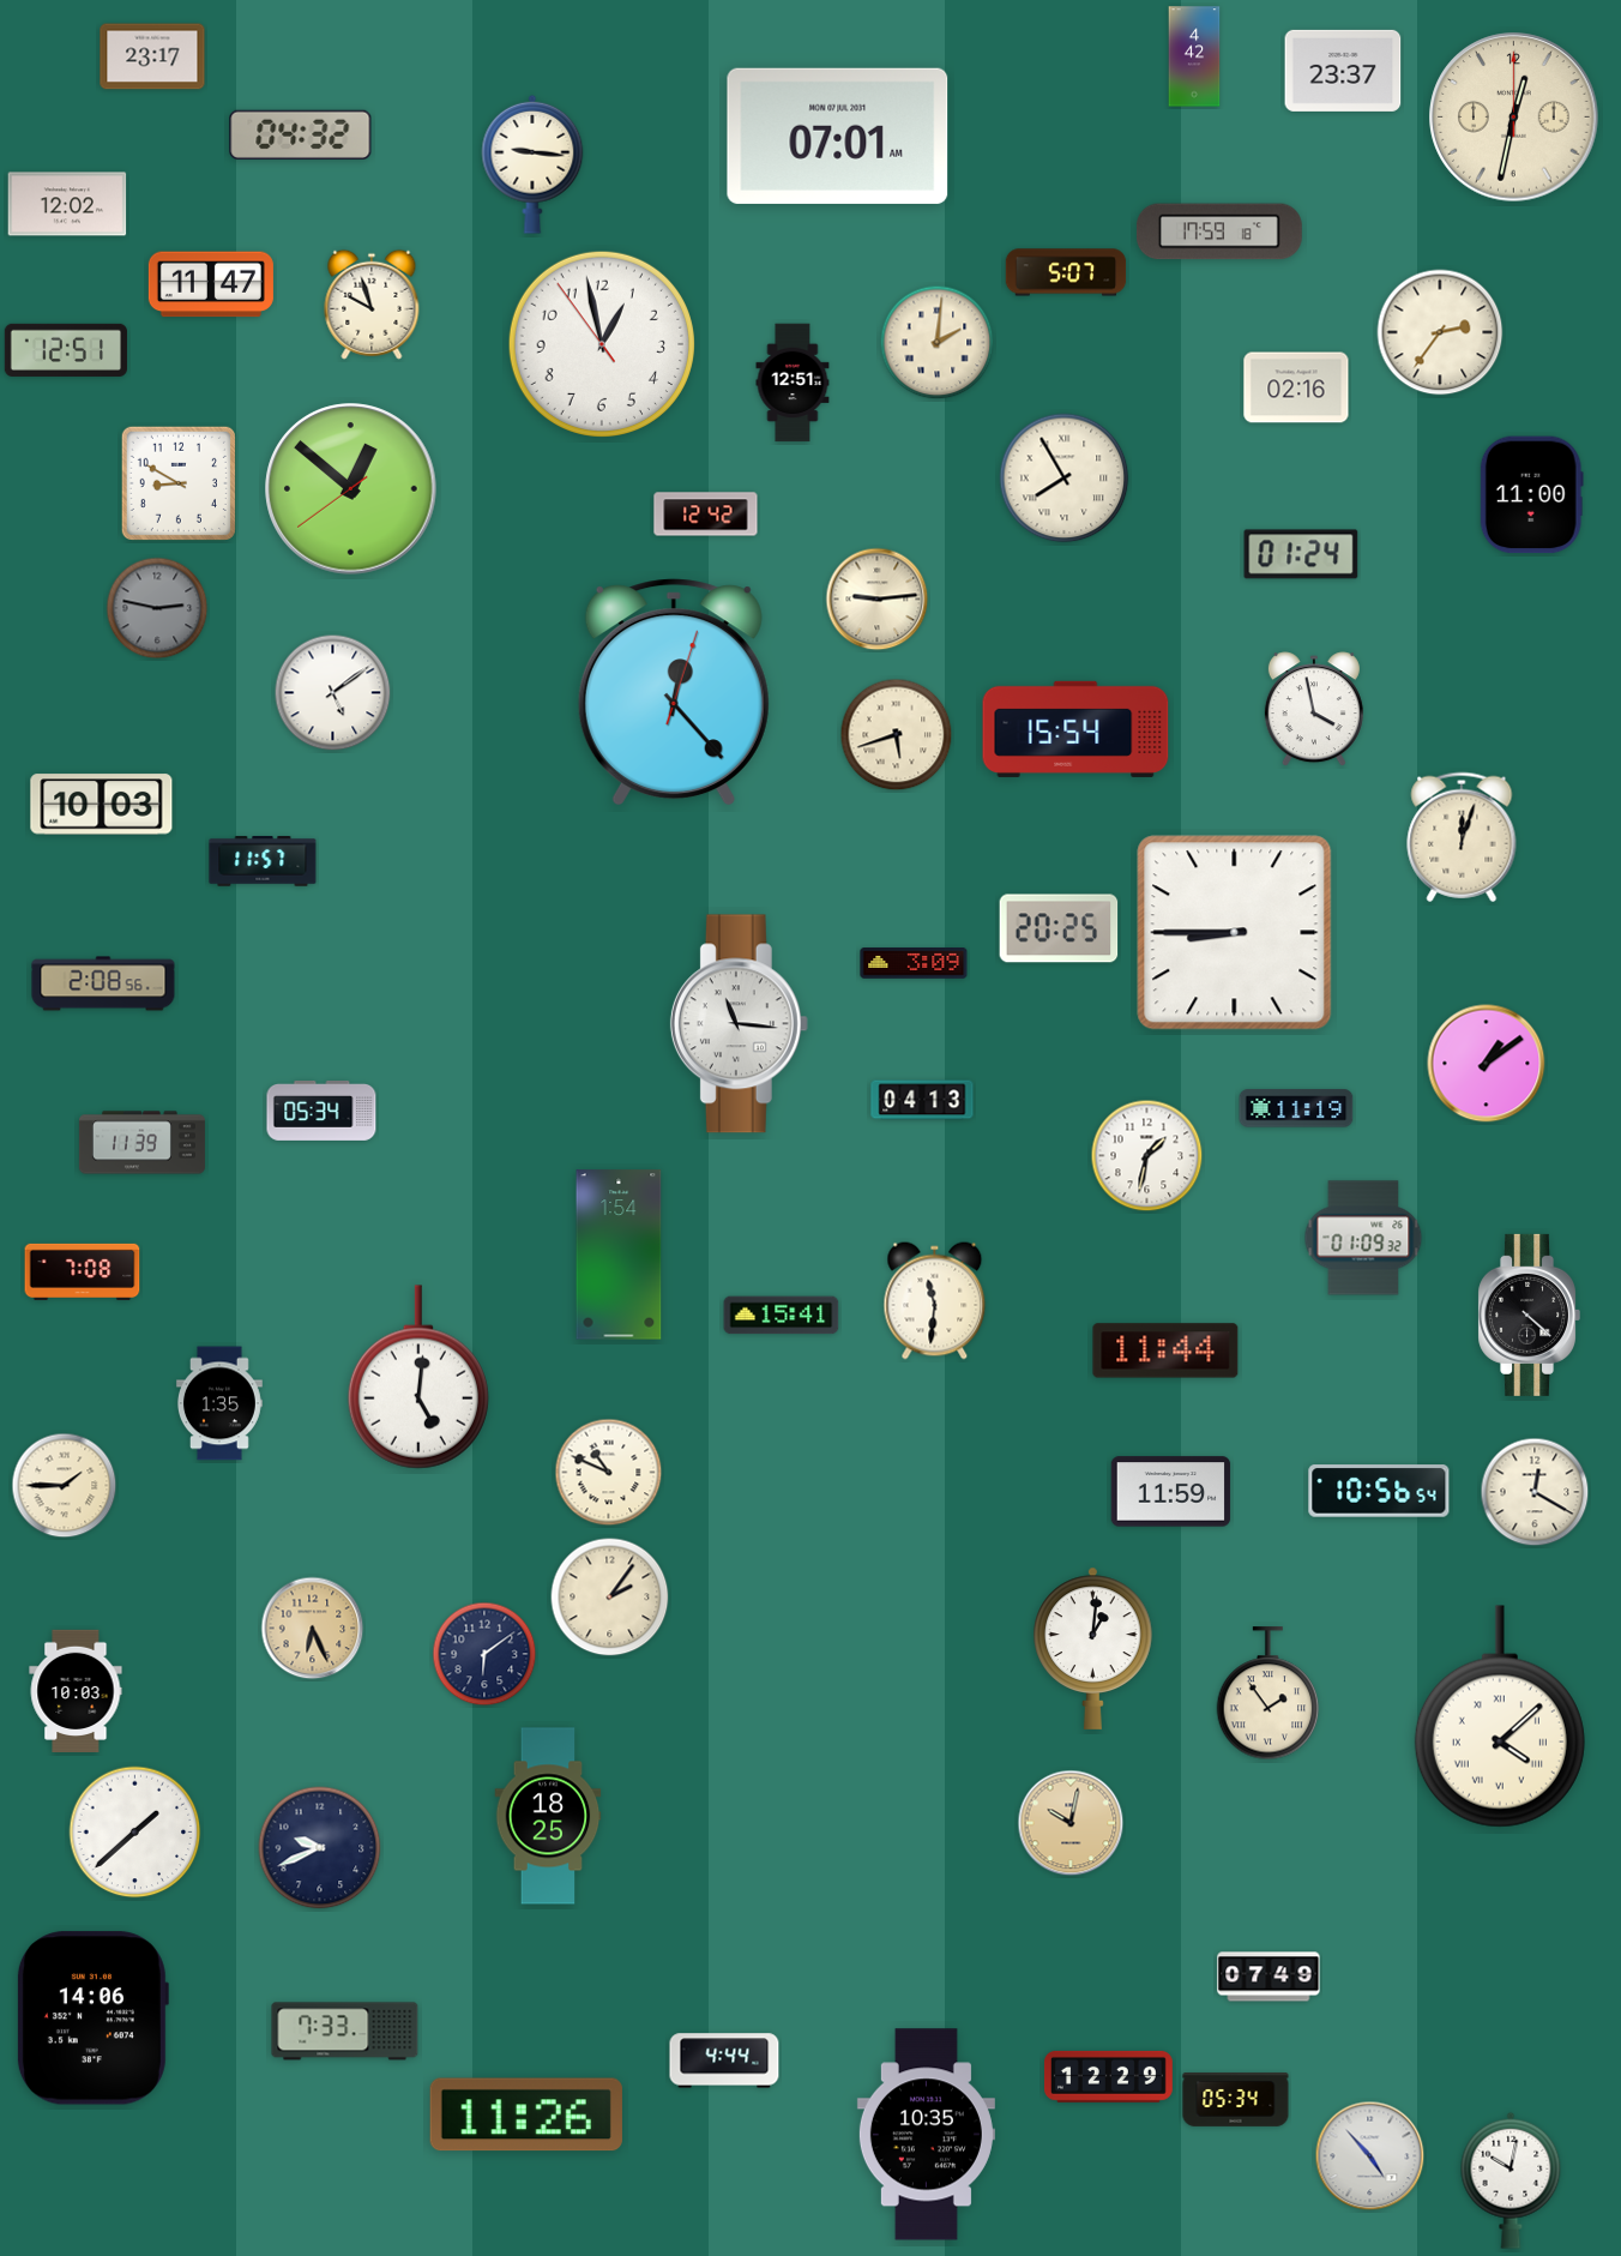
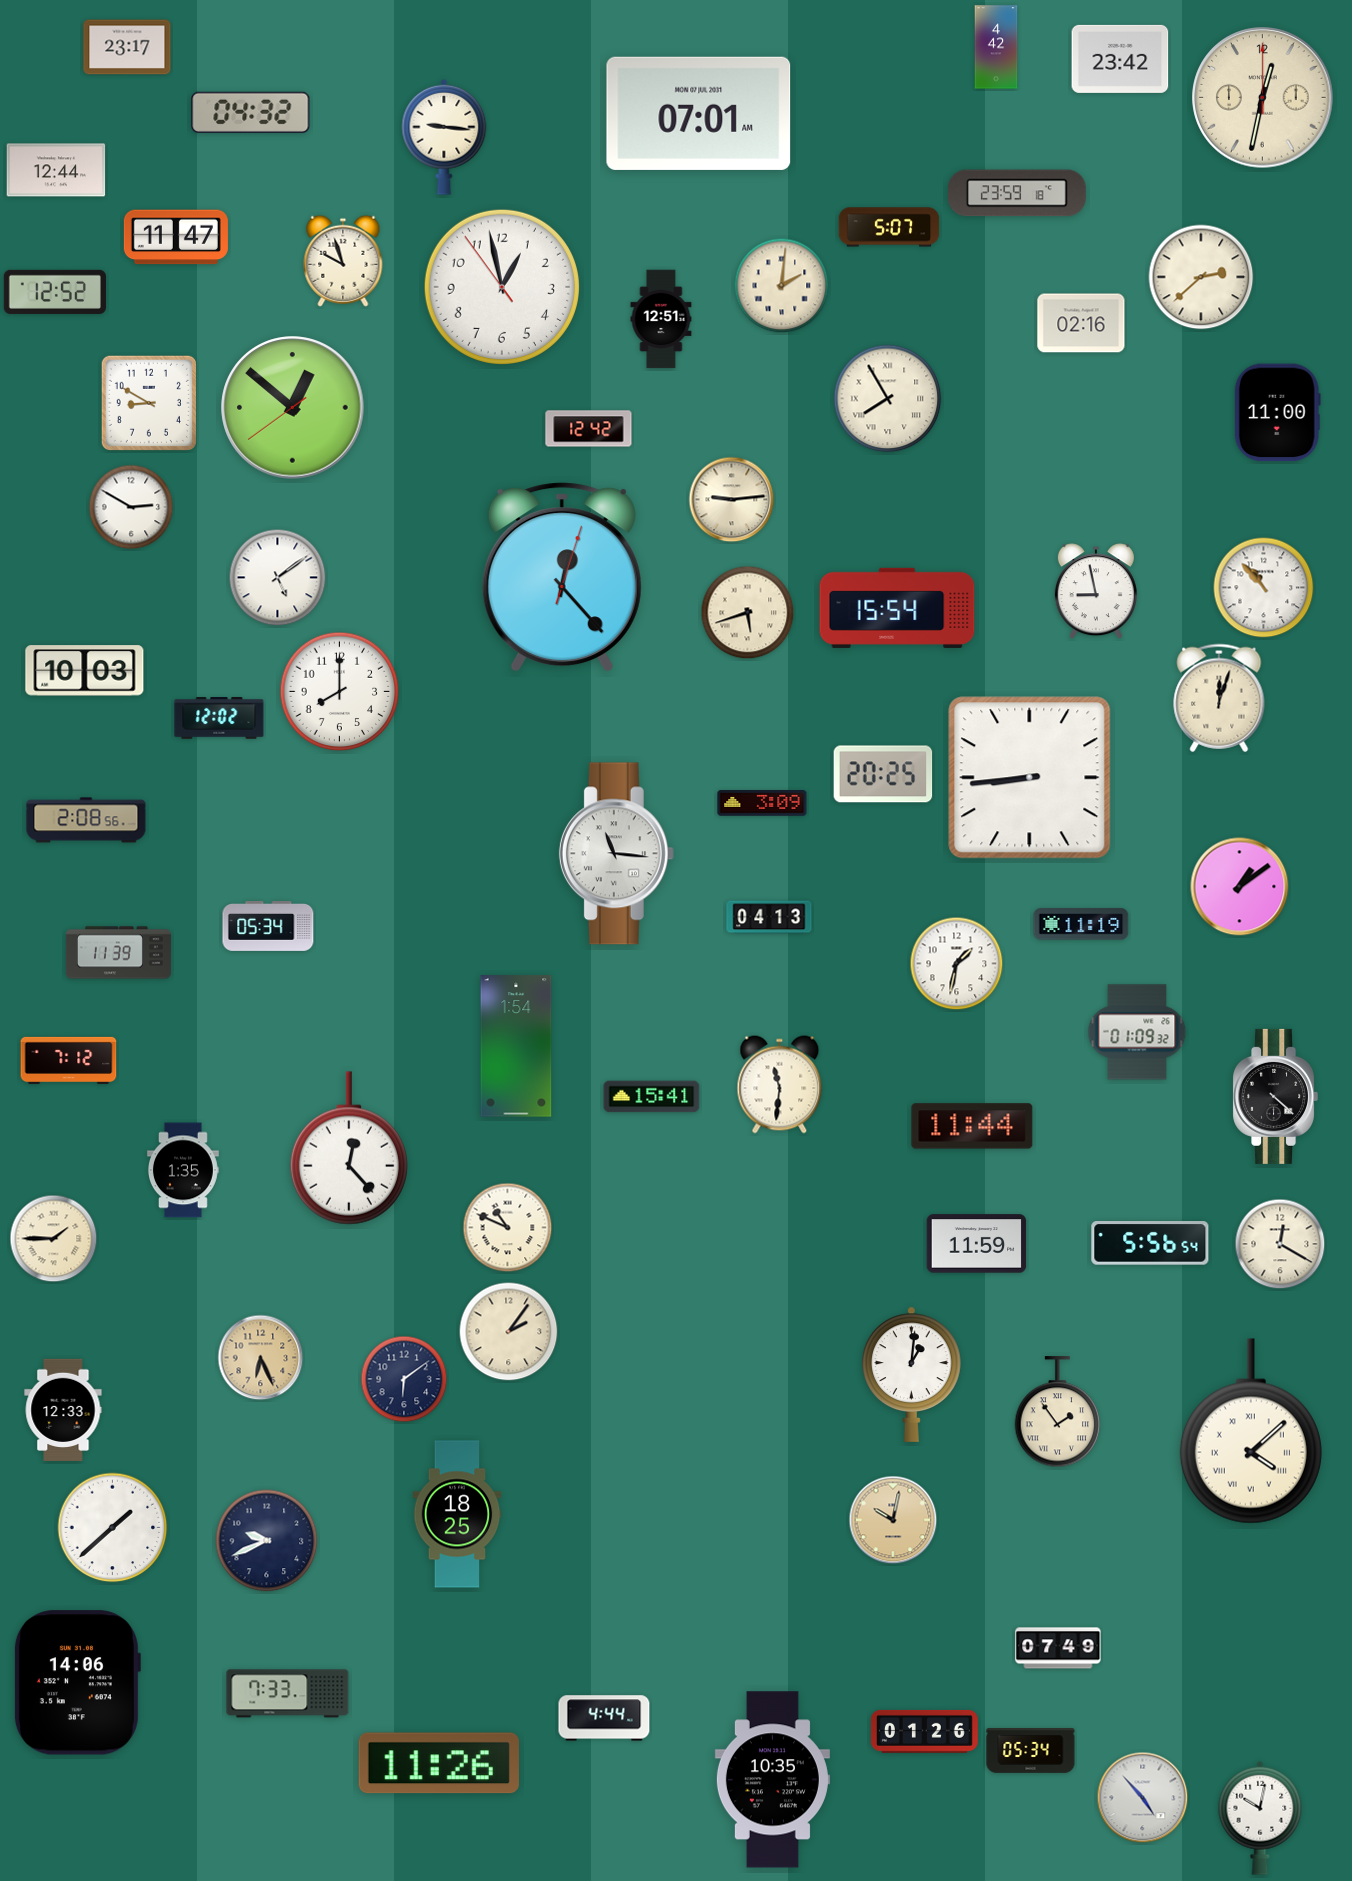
clock at (1343, 71): 23:37 -> 23:42
clock at (67, 204): 12:02 -> 12:44
clock at (1219, 231): 17:59 -> 23:59
clock at (372, 305) position: (372, 305) -> (343, 261)
clock at (1440, 332): 2:36 -> 2:38
clock at (66, 350): 12:51 -> 12:52
clock at (1301, 554): 01:24 -> none
clock at (157, 608): 2:47 -> 2:50
clock at (157, 608) dial: grey -> white
clock at (1264, 588): none -> 10:53
clock at (1314, 710): 3:58 -> 8:58
clock at (340, 692): none -> 8:00
clock at (263, 861): 11:57 -> 12:02
clock at (1235, 933): 8:45 -> 8:44
clock at (83, 1271): 7:08 -> 7:12
clock at (418, 1377): 5:01 -> 12:23
clock at (1379, 1491): 10:56 -> 5:56
clock at (76, 1690): 10:03 -> 12:33
clock at (1108, 2076): 12:29 -> 01:26
